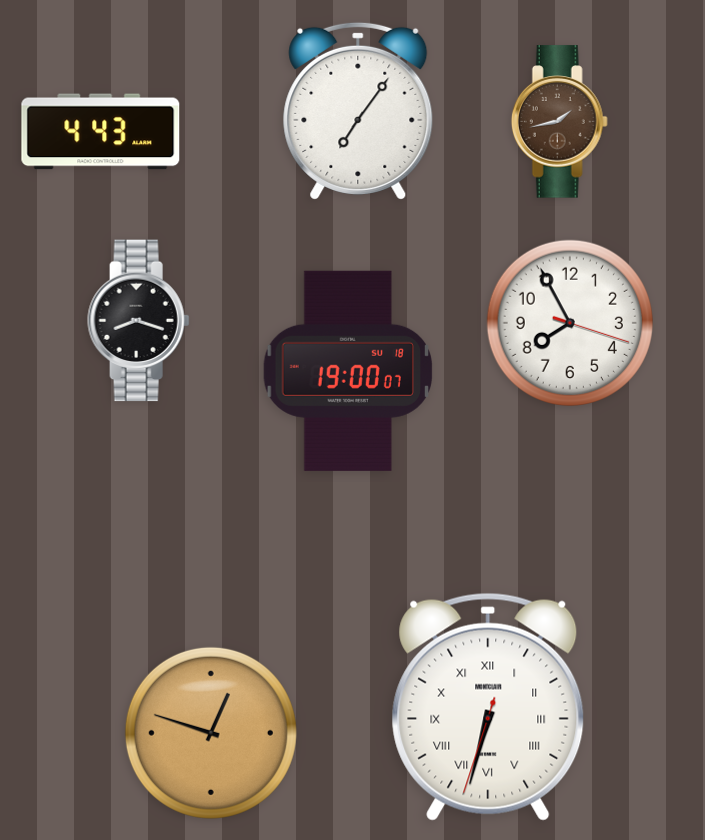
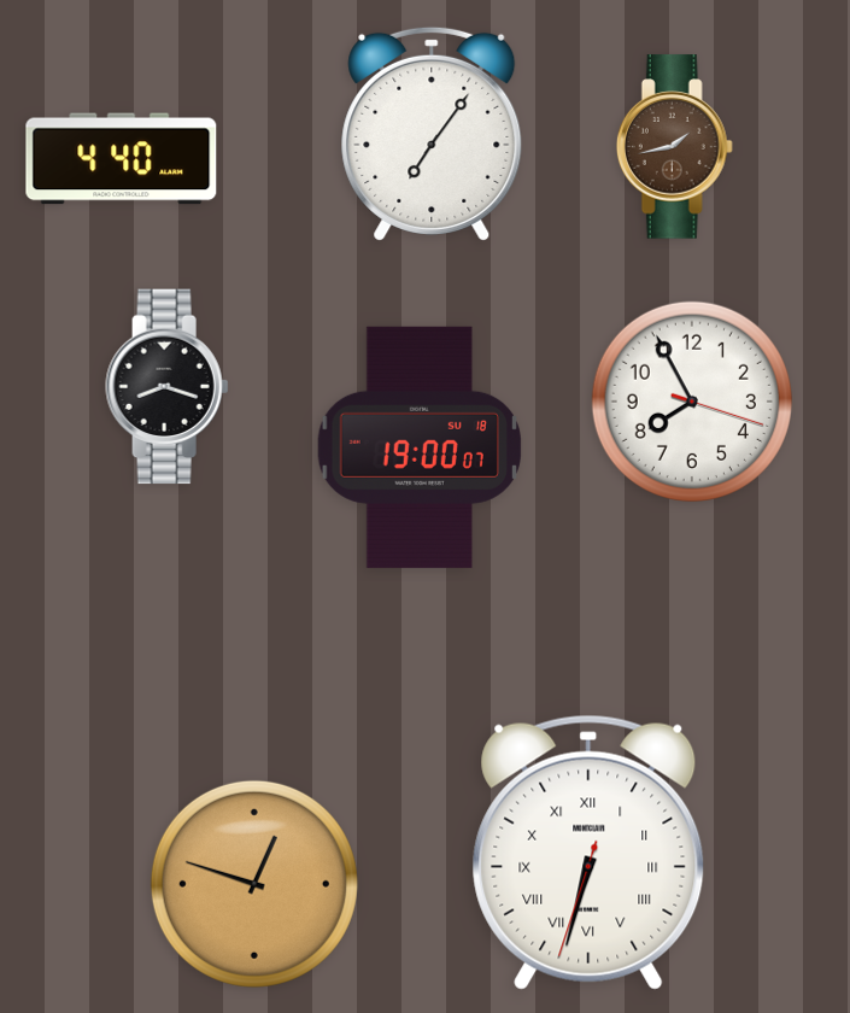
clock at (101, 132): 4:43 -> 4:40
clock at (570, 323) position: (570, 323) -> (692, 402)
